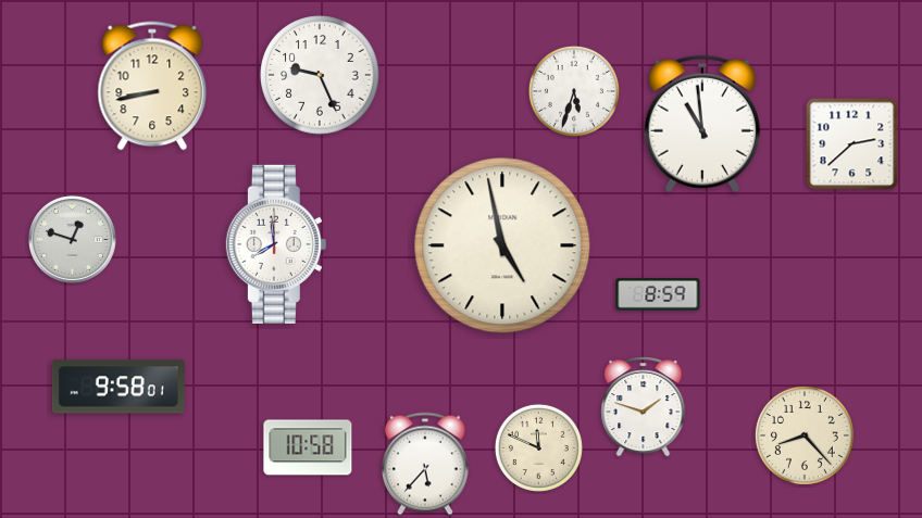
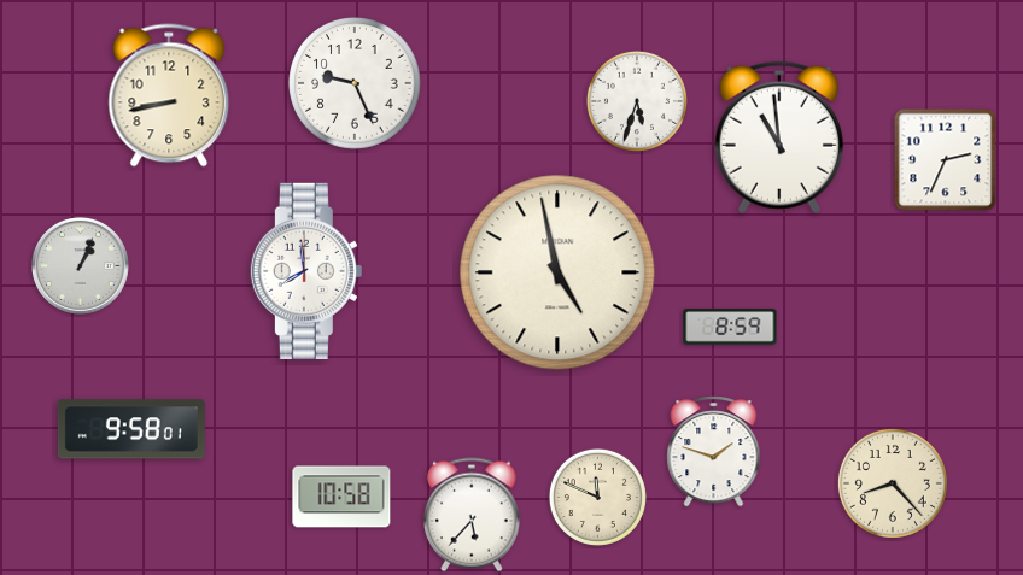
clock at (852, 144): 2:38 -> 2:34
clock at (73, 240): 12:48 -> 1:04
